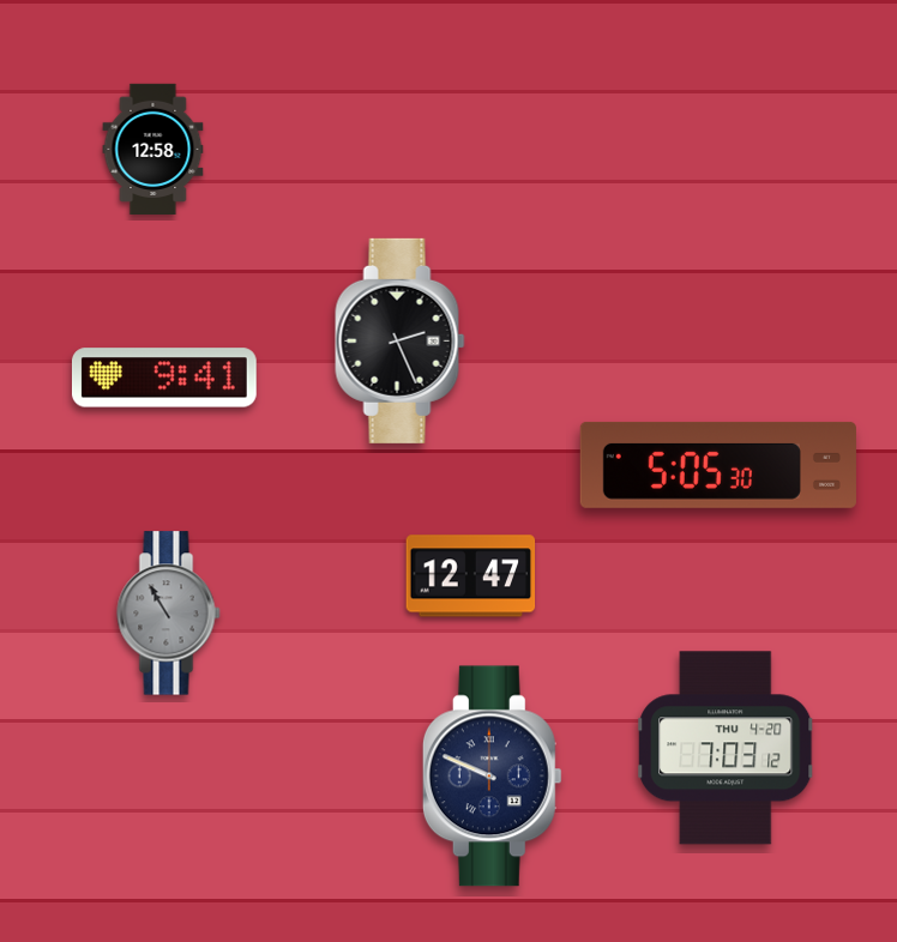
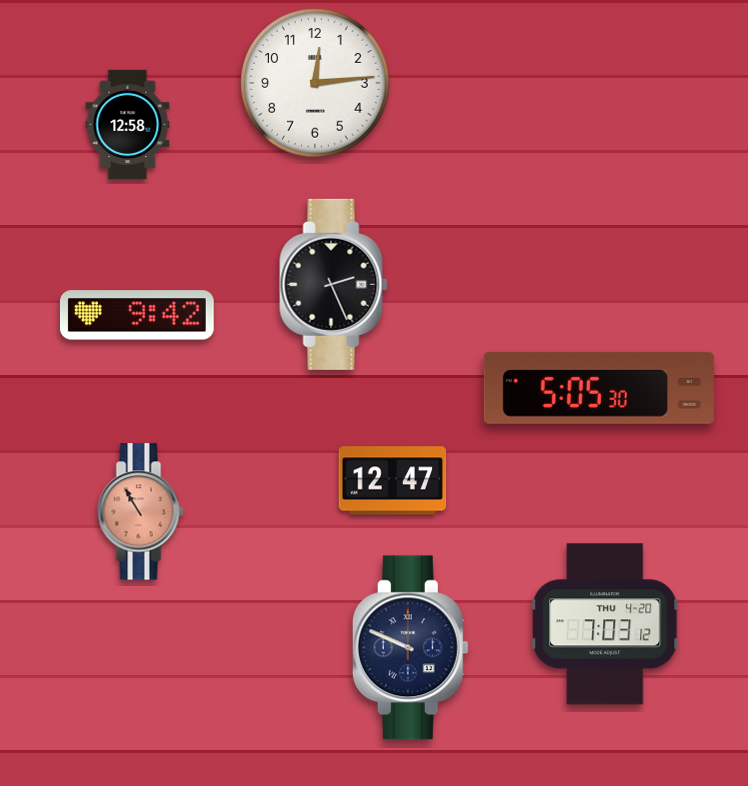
clock at (315, 83): none -> 12:14
clock at (164, 378): 9:41 -> 9:42
clock at (169, 614) dial: grey -> salmon
